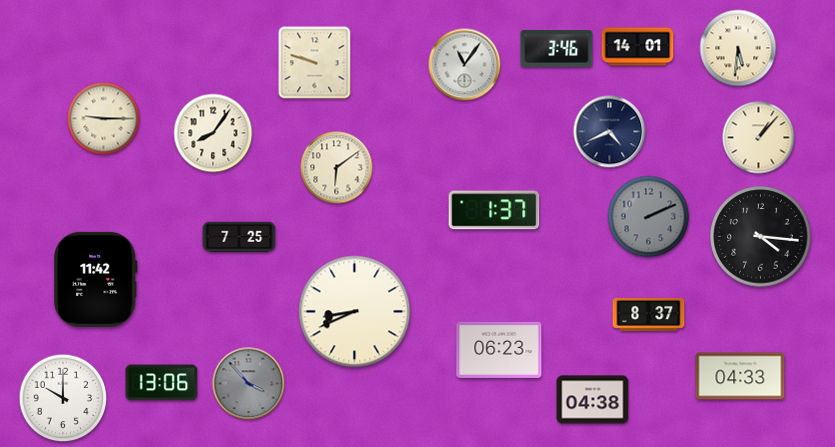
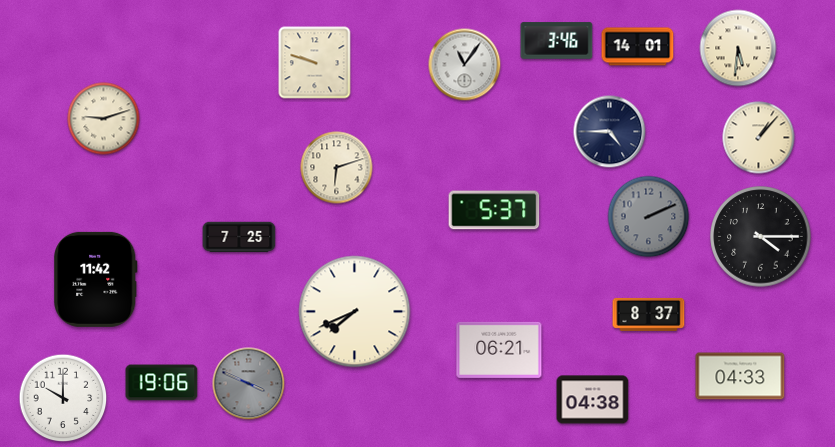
clock at (557, 49) position: (557, 49) -> (557, 41)
clock at (104, 119): 9:15 -> 9:12
clock at (610, 132): 4:41 -> 4:45
clock at (213, 133): 8:06 -> none
clock at (337, 168): 6:09 -> 6:12
clock at (494, 210): 1:37 -> 5:37
clock at (761, 237): 4:16 -> 4:15
clock at (355, 312): 8:41 -> 7:41
clock at (499, 350): 06:23 -> 06:21
clock at (162, 383): 13:06 -> 19:06
clock at (249, 384): 3:53 -> 3:49
